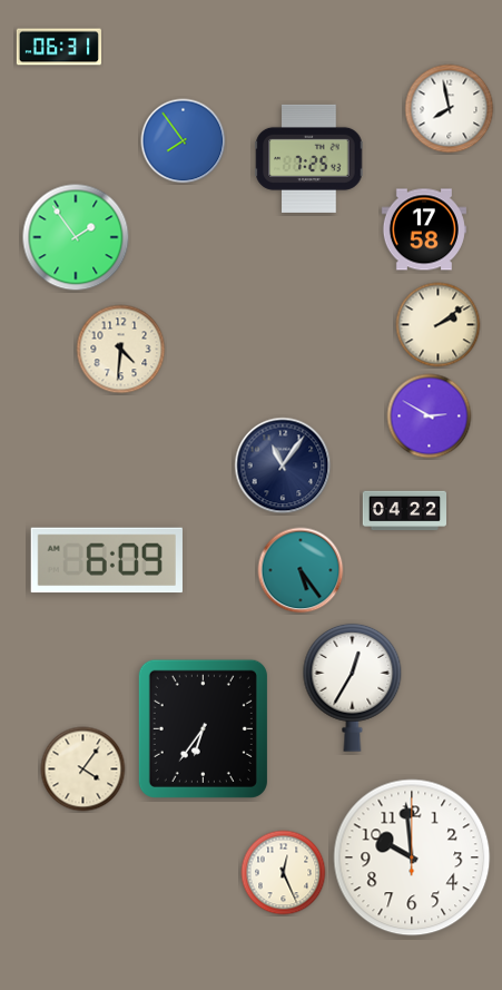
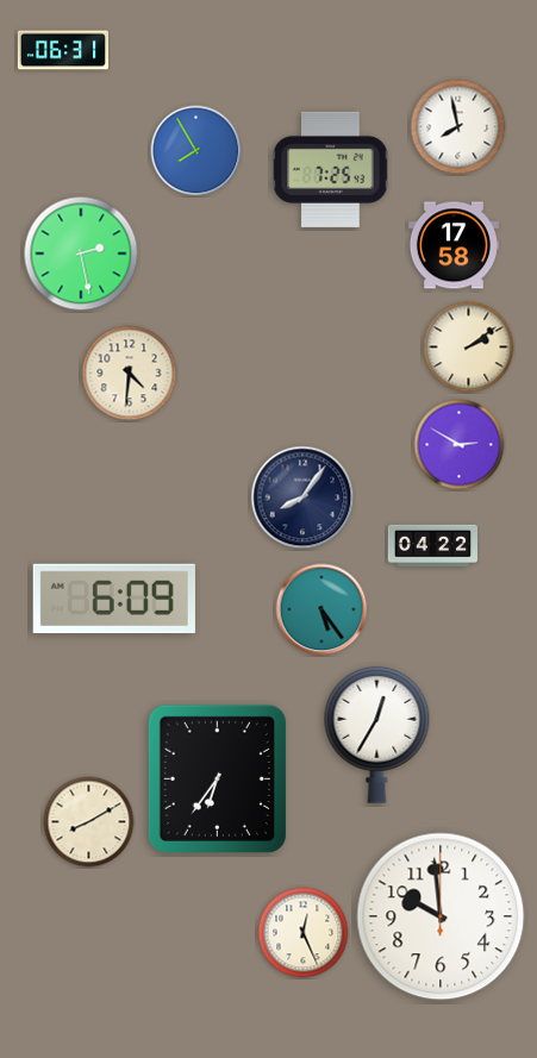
clock at (450, 109) position: (450, 109) -> (458, 127)
clock at (184, 141): 7:54 -> 7:55
clock at (76, 237): 1:54 -> 2:28
clock at (283, 465): 11:06 -> 8:06
clock at (83, 770): 4:06 -> 8:10
